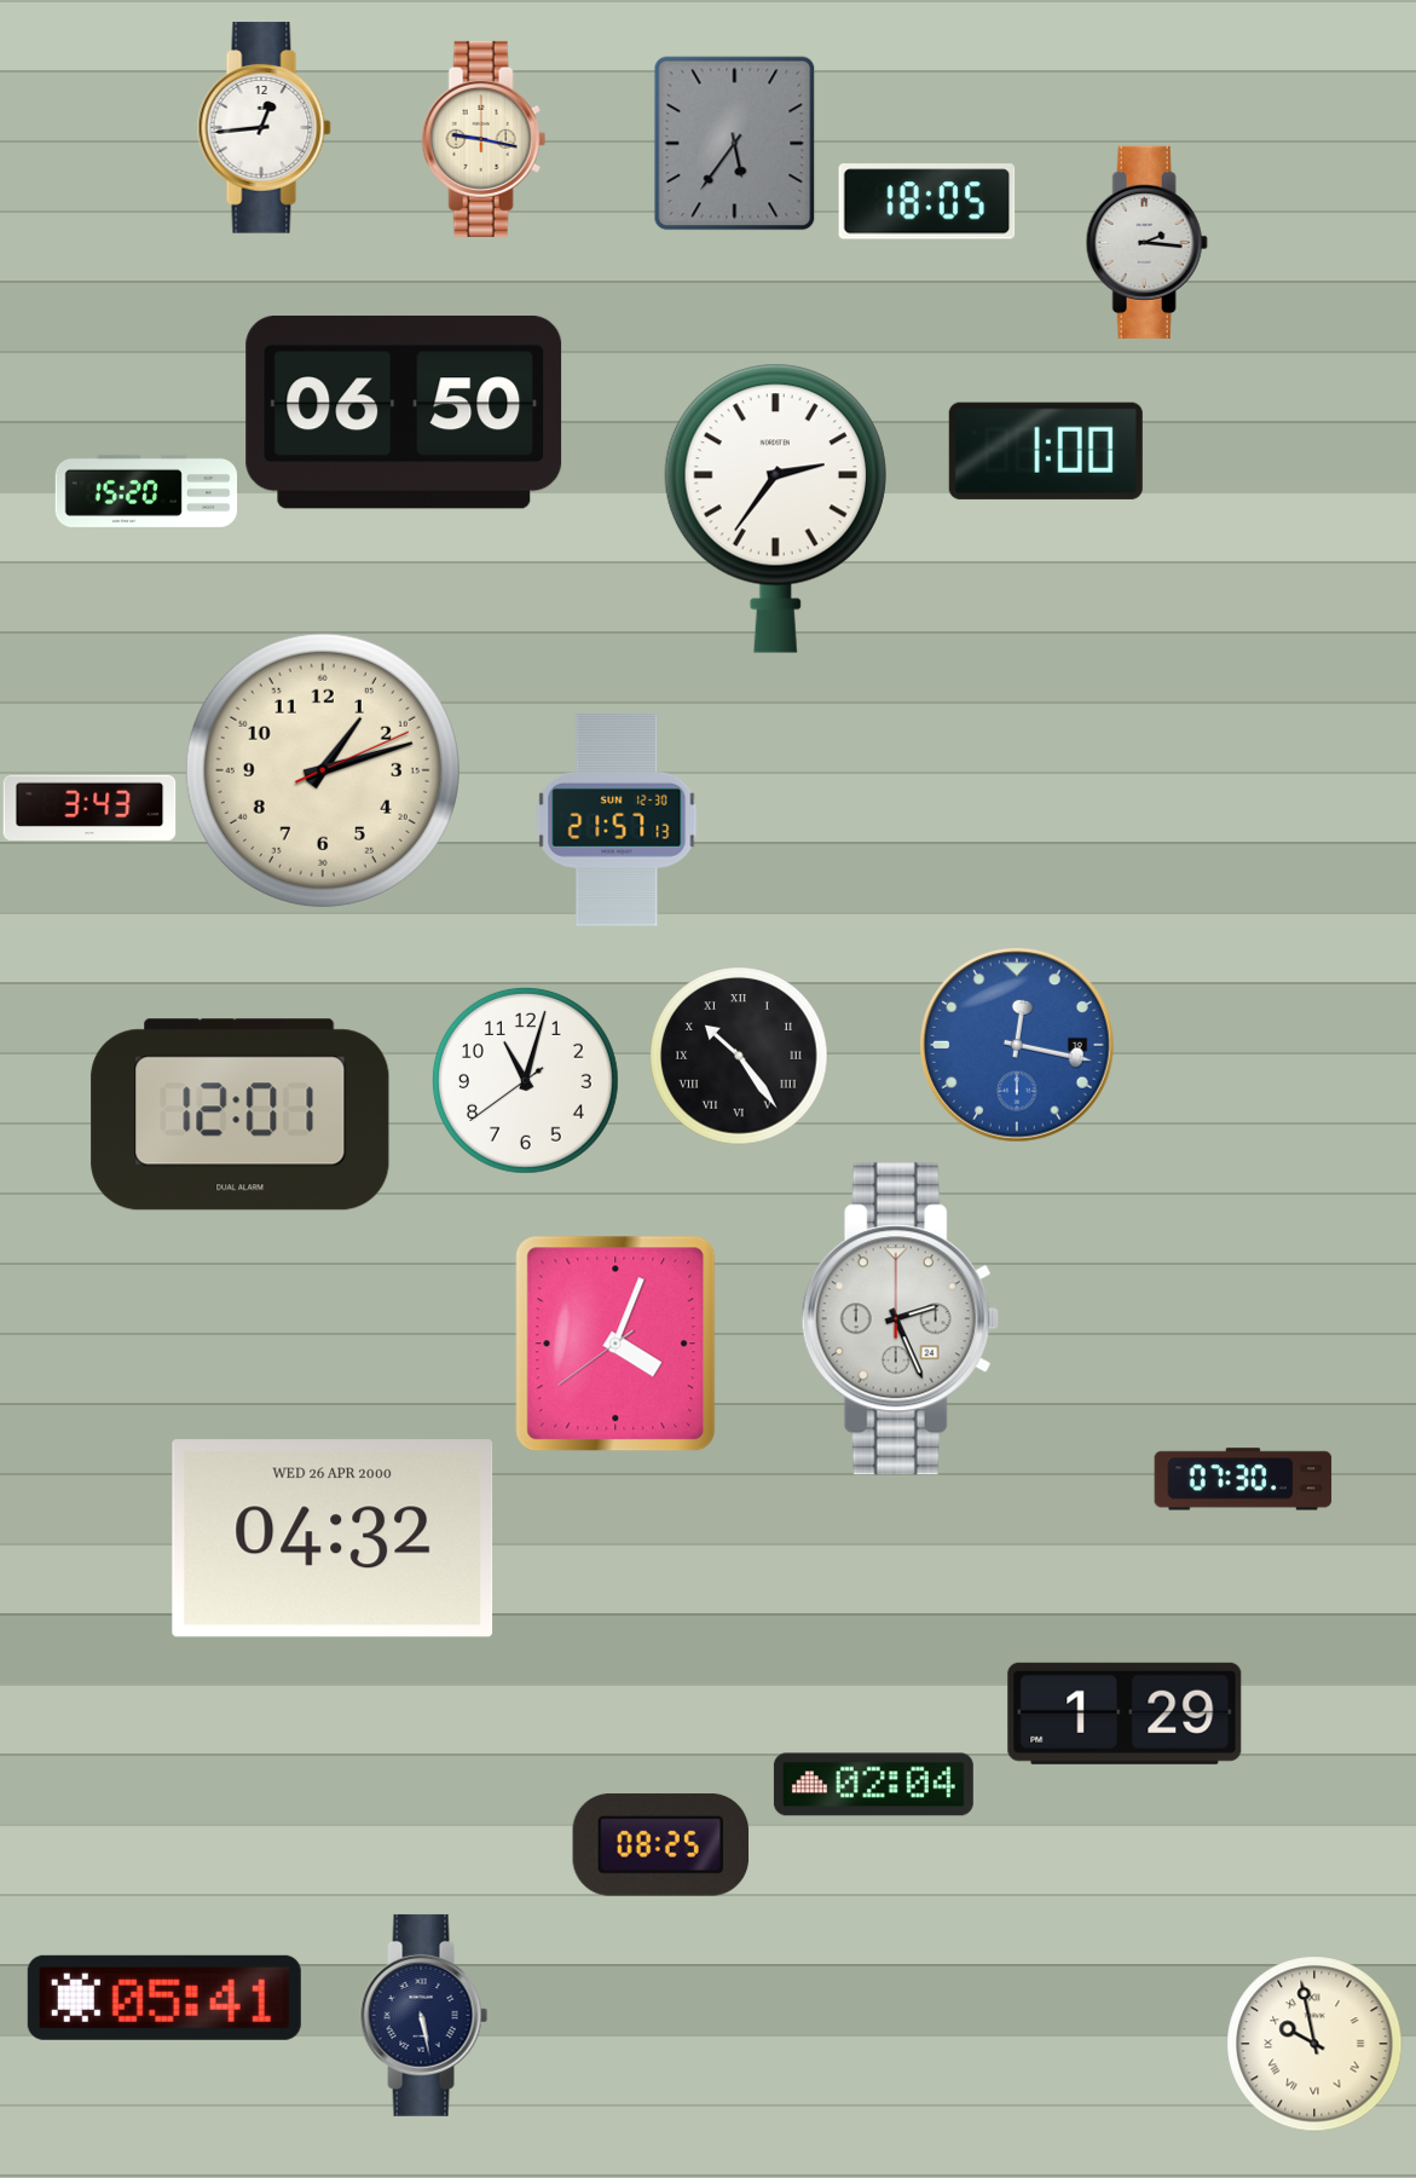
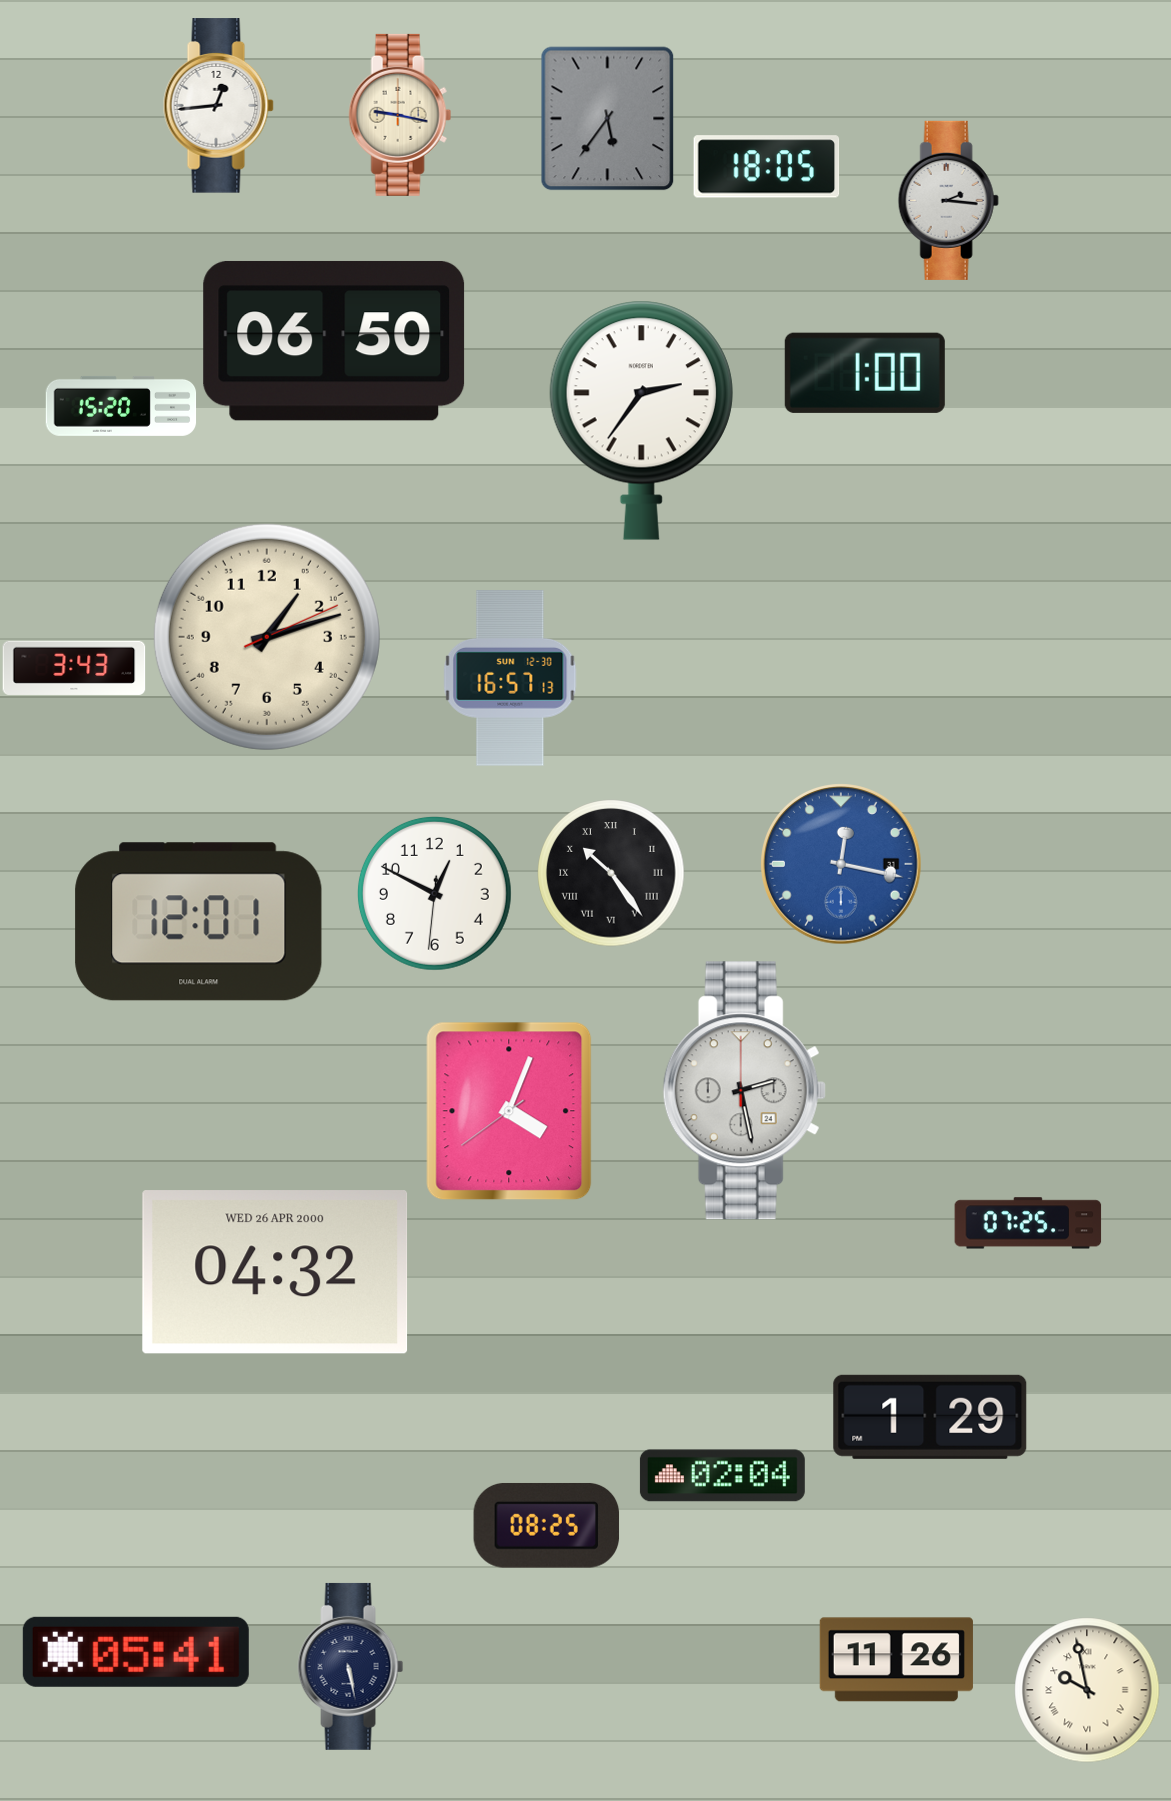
clock at (617, 820): 21:57 -> 16:57
clock at (1017, 1045) date: 19 -> 31
clock at (525, 1080): 11:02 -> 12:49
clock at (900, 1319): 2:26 -> 2:28
clock at (1243, 1479): 07:30 -> 07:25
clock at (896, 1660): none -> 11:26
